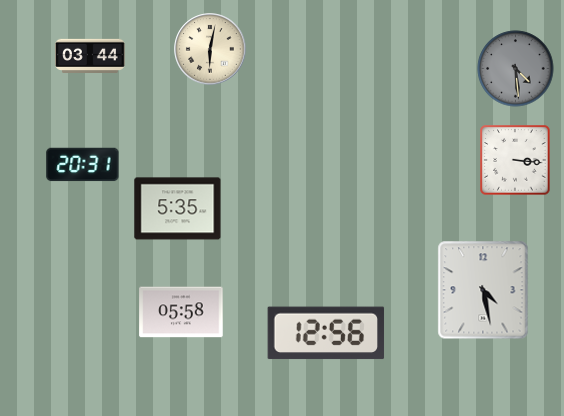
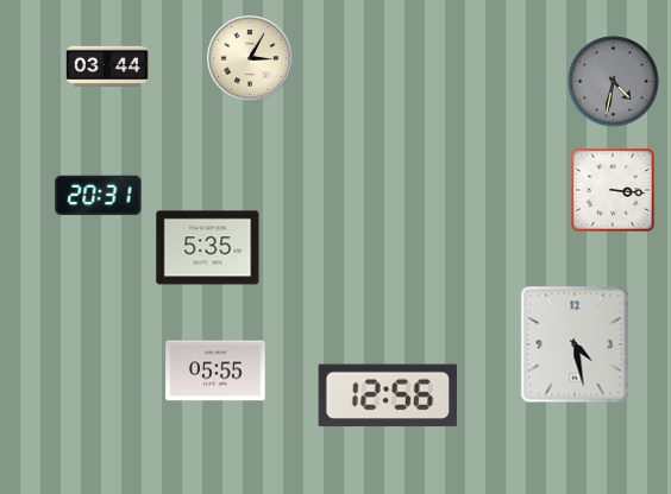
clock at (210, 49): 6:02 -> 3:05
clock at (516, 69): 4:29 -> 4:32
clock at (178, 209) position: (178, 209) -> (208, 248)
clock at (181, 312): 05:58 -> 05:55
